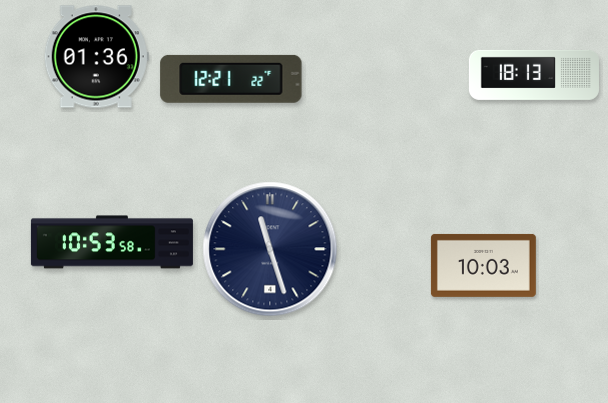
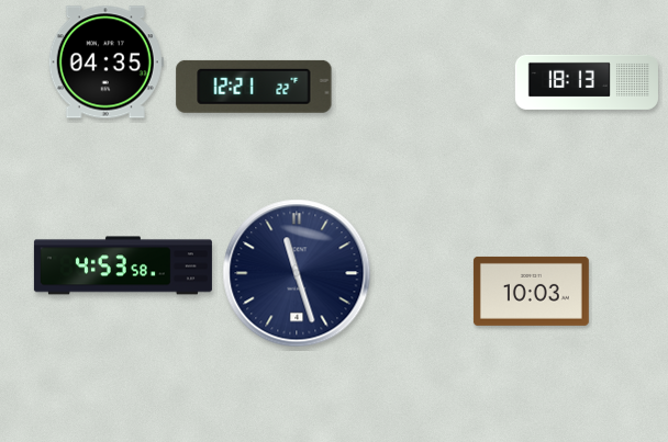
clock at (96, 57): 01:36 -> 04:35
clock at (112, 242): 10:53 -> 4:53
